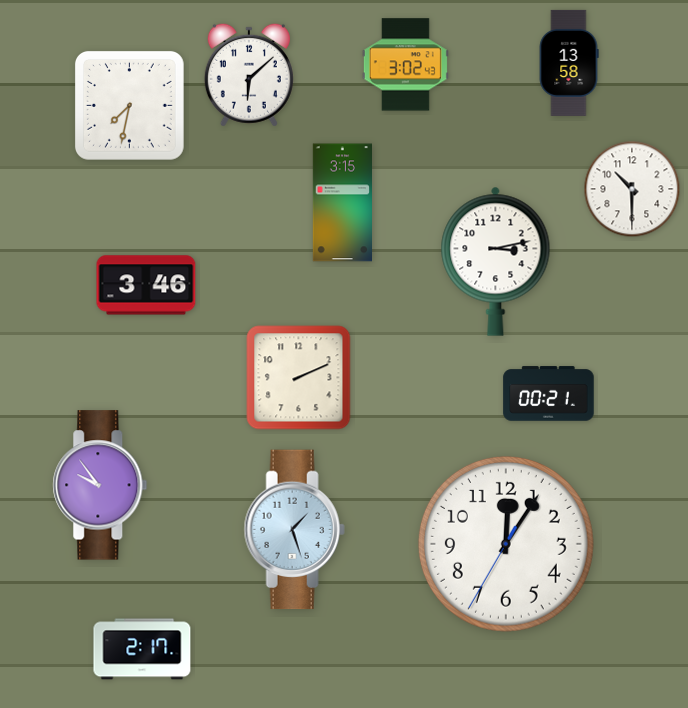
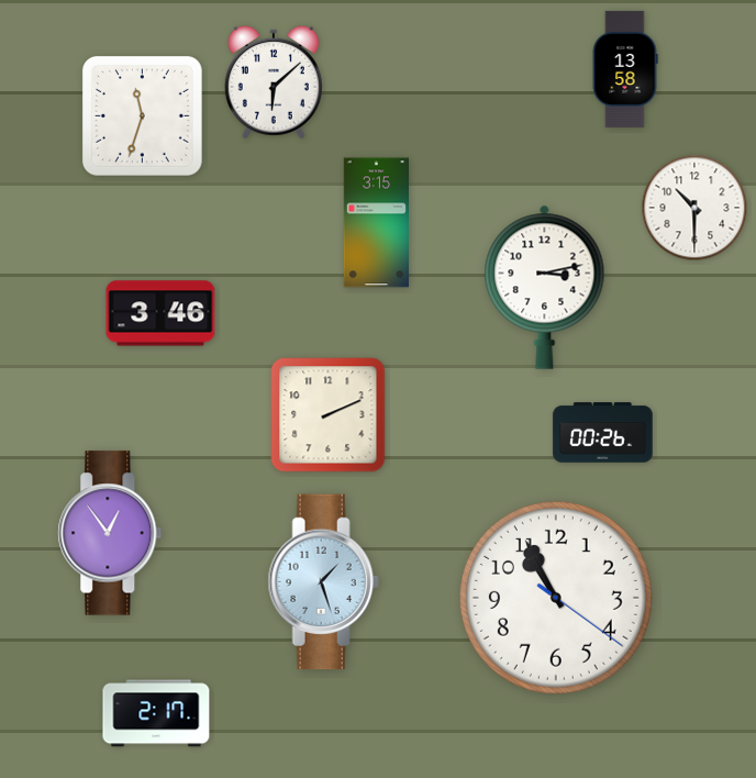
clock at (405, 65): 3:02 -> none
clock at (129, 105): 7:32 -> 11:33
clock at (549, 394): 00:21 -> 00:26
clock at (100, 485): 9:54 -> 12:54
clock at (506, 544): 12:05 -> 10:55
